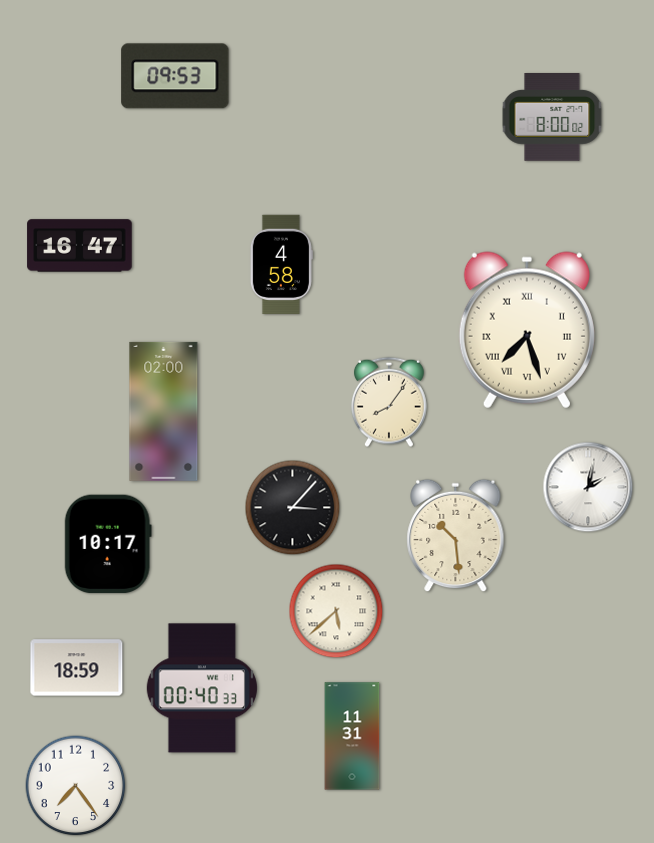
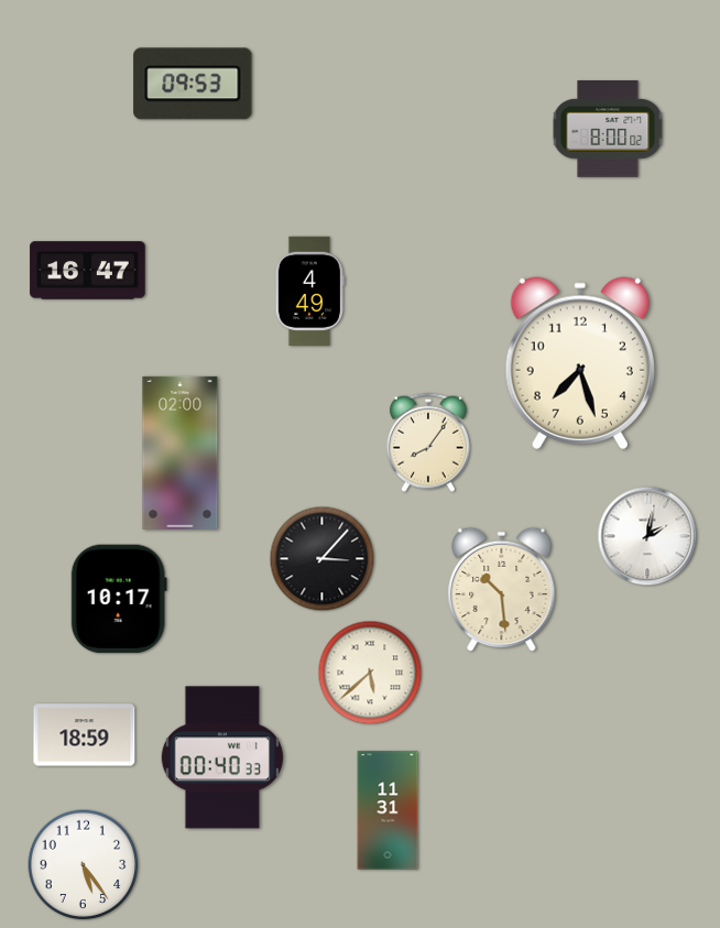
clock at (281, 265): 4:58 -> 4:49
clock at (527, 330) numerals: Roman -> Arabic
clock at (76, 786): 7:24 -> 5:24
